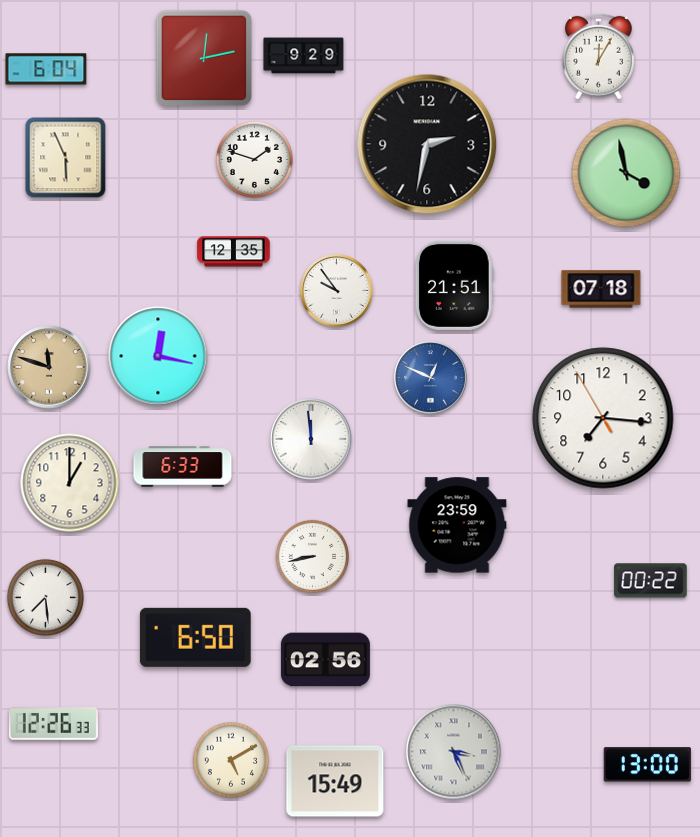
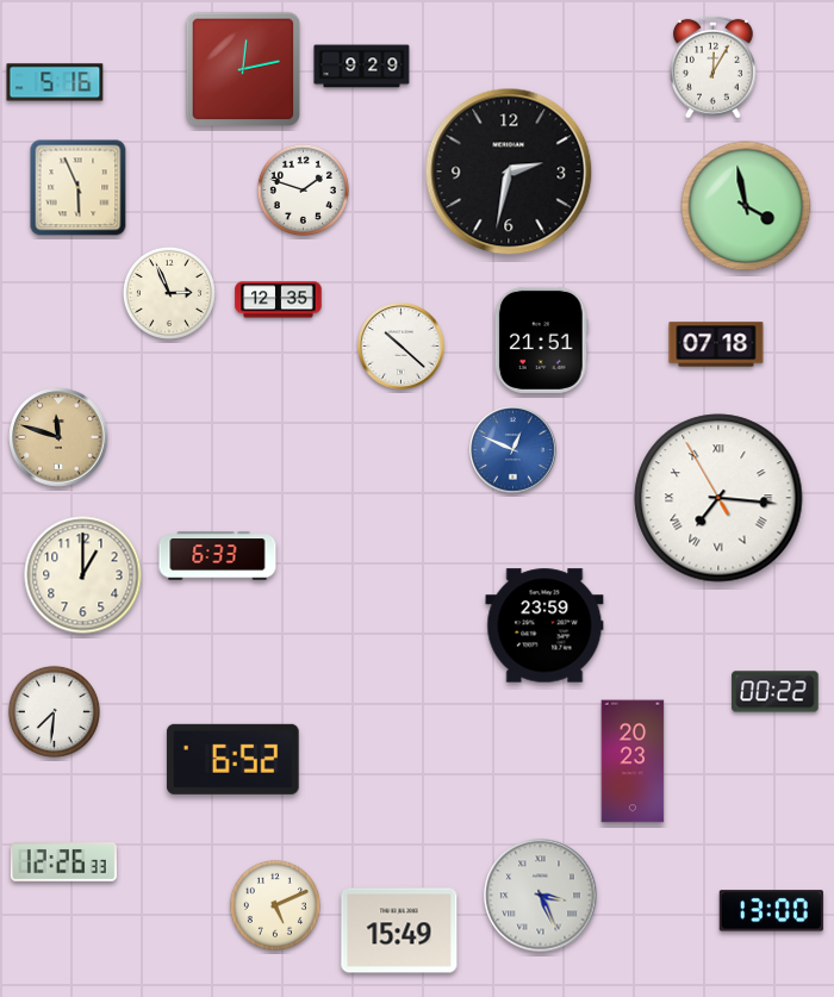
clock at (46, 69): 6:04 -> 5:16
clock at (169, 293): none -> 2:56
clock at (337, 291): 9:54 -> 10:22
clock at (158, 356): 12:17 -> none
clock at (603, 418) numerals: Arabic -> Roman
clock at (311, 439): 11:59 -> none
clock at (312, 556): 8:43 -> none
clock at (45, 597): 7:29 -> 7:31
clock at (195, 637): 6:50 -> 6:52
clock at (633, 761): none -> 20:23
clock at (325, 660): 02:56 -> none
clock at (231, 760): 5:10 -> 5:11
